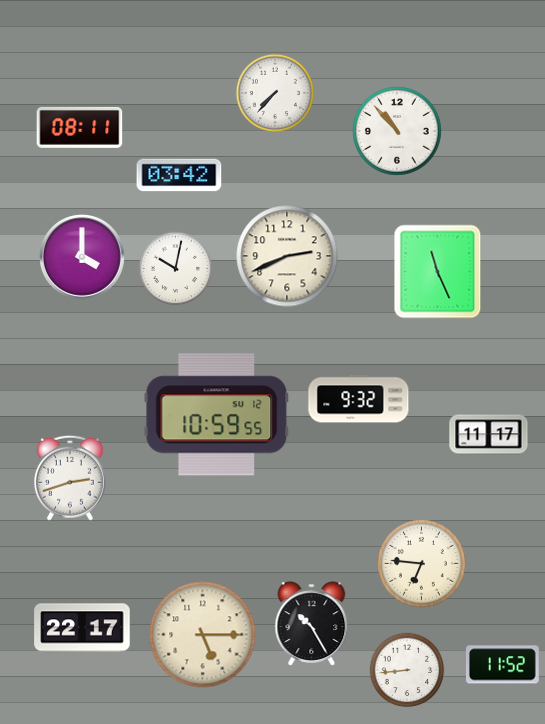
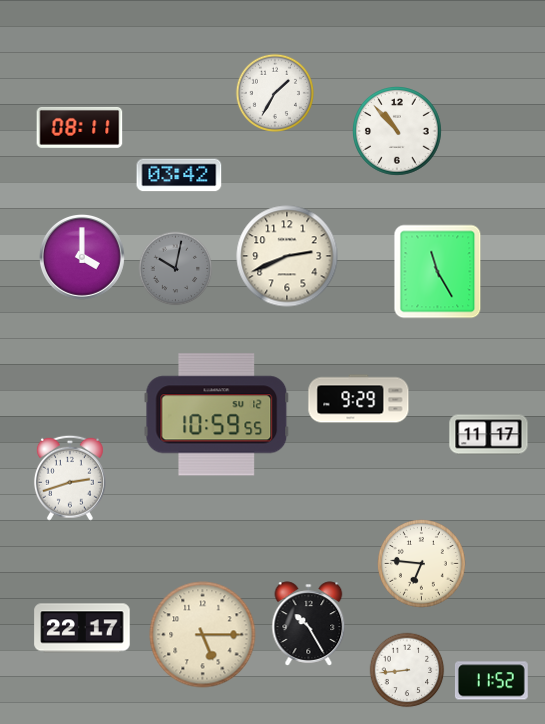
clock at (274, 92): 7:37 -> 1:35
clock at (176, 269) dial: white -> grey
clock at (438, 272): 11:26 -> 11:25
clock at (359, 399): 9:32 -> 9:29
clock at (312, 624) position: (312, 624) -> (309, 624)
clock at (502, 665) position: (502, 665) -> (491, 681)
